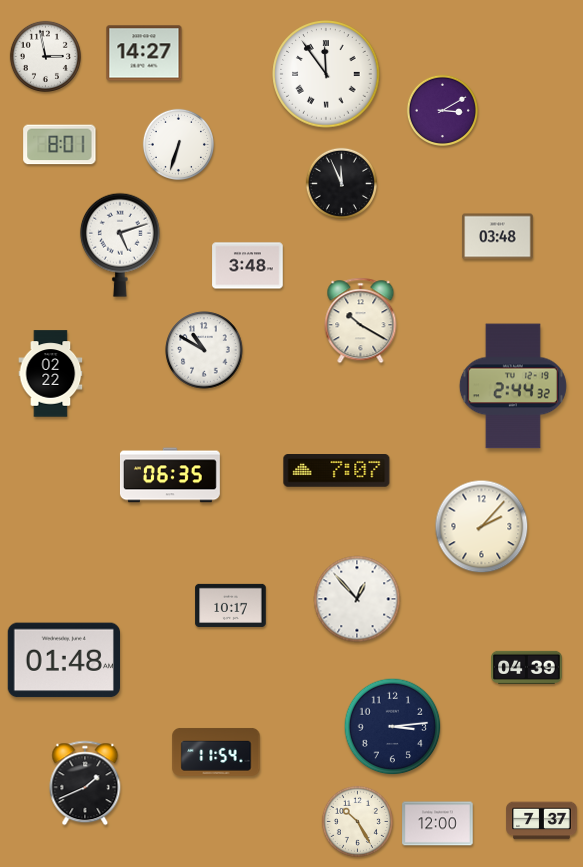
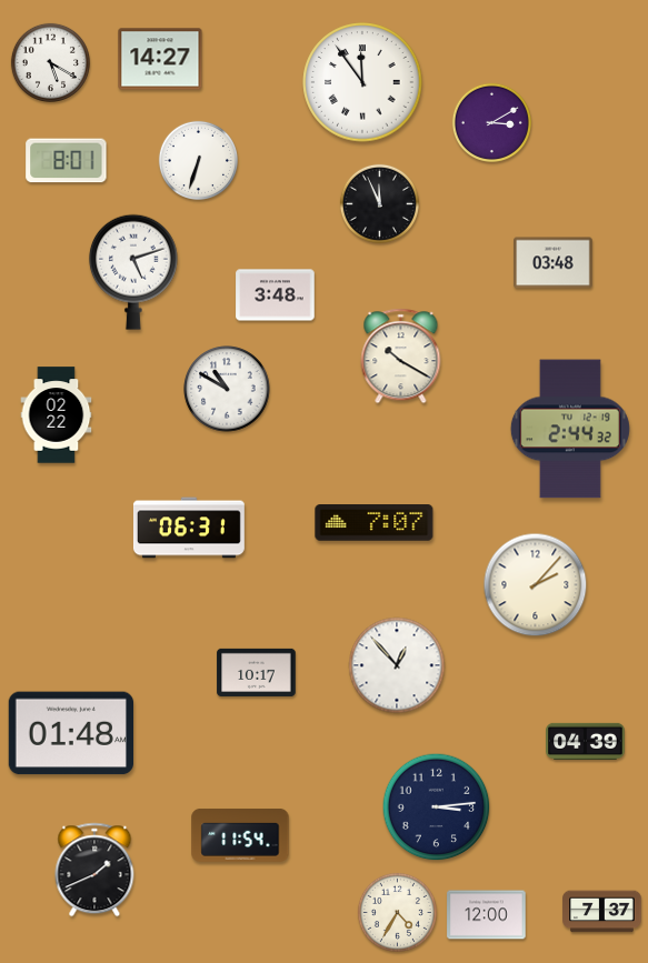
clock at (45, 56): 2:58 -> 5:20
clock at (170, 475): 06:35 -> 06:31
clock at (357, 821): 10:25 -> 4:35
